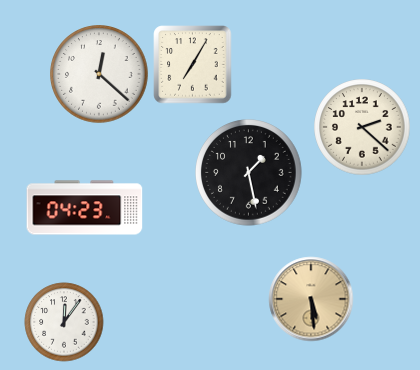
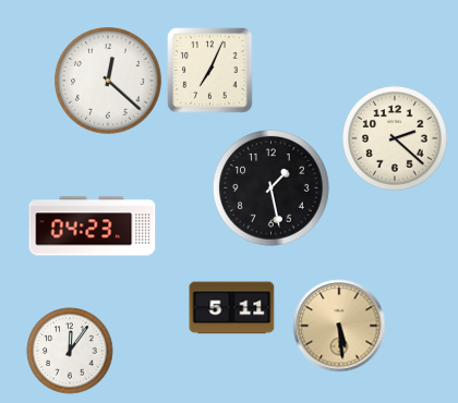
clock at (193, 65): 7:05 -> 7:04
clock at (232, 308): none -> 5:11
